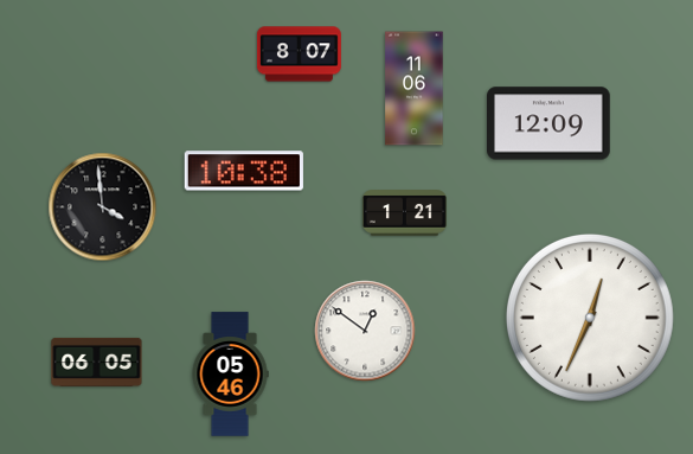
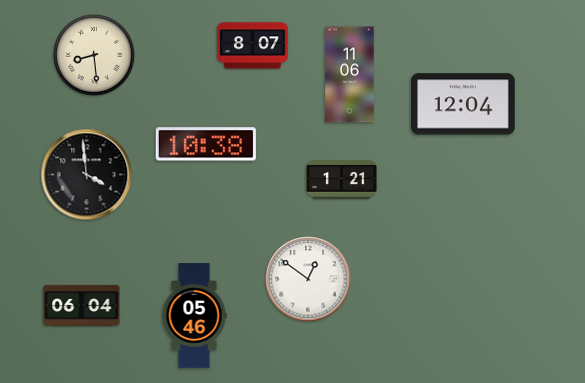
clock at (94, 55): none -> 8:29
clock at (550, 123): 12:09 -> 12:04
clock at (590, 318): 12:34 -> none
clock at (97, 362): 06:05 -> 06:04
